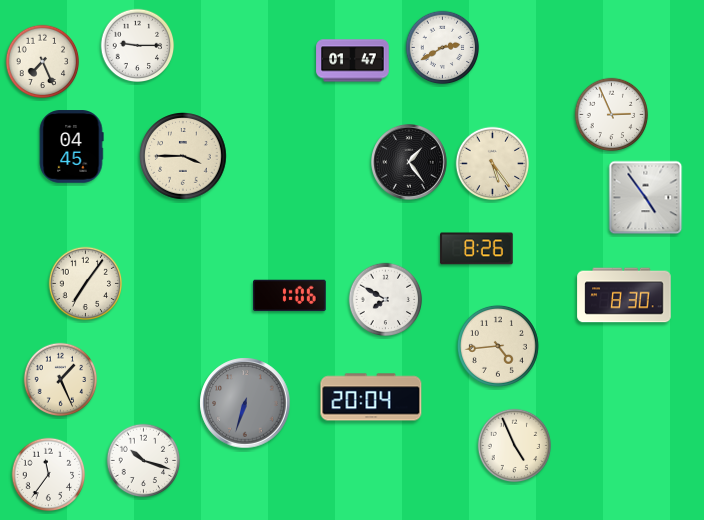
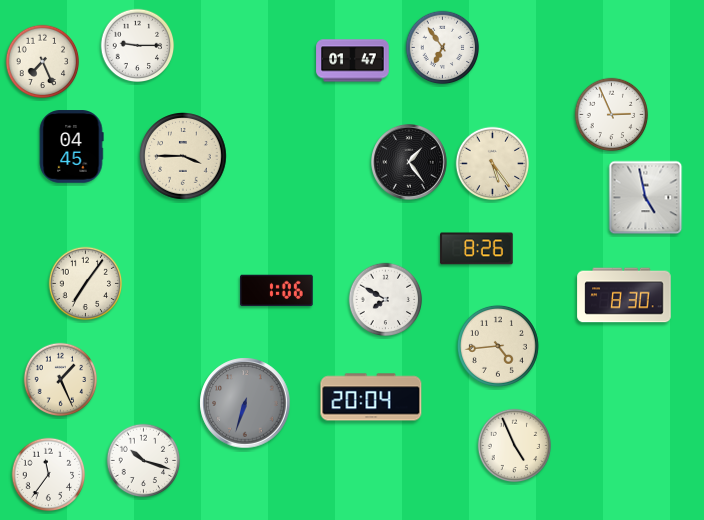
clock at (443, 48): 2:40 -> 6:54
clock at (646, 198): 4:54 -> 4:58
clock at (290, 296) position: (290, 296) -> (277, 291)
